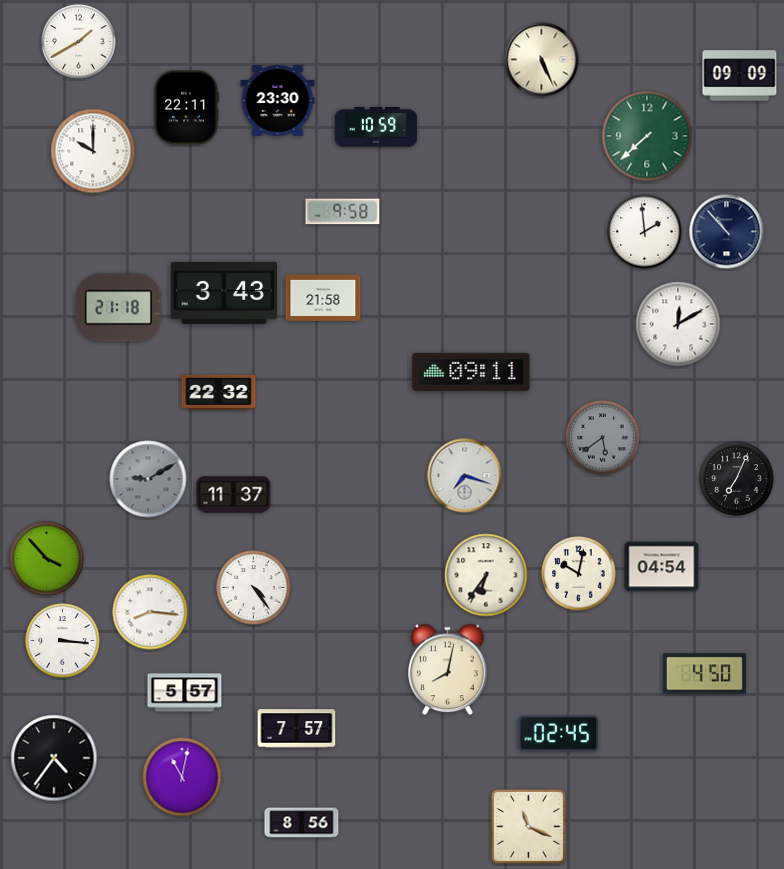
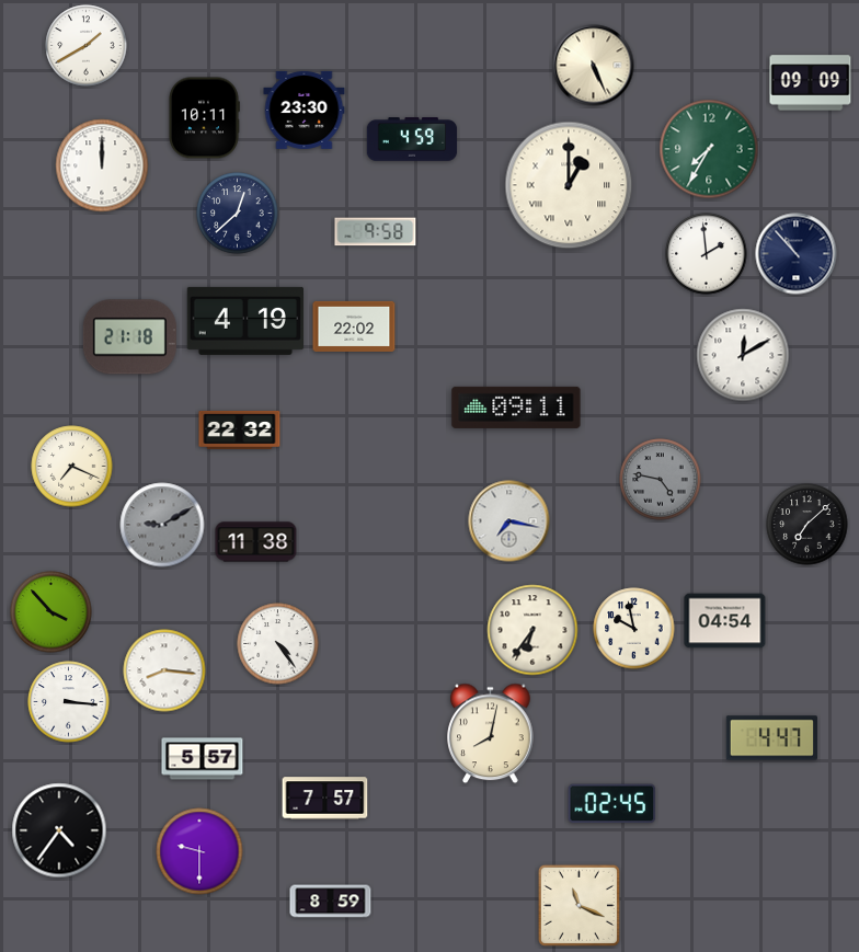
clock at (186, 108): 22:11 -> 10:11
clock at (376, 127): 10:59 -> 4:59
clock at (647, 136): 7:38 -> 7:35
clock at (93, 151): 10:00 -> 12:00
clock at (569, 185): none -> 1:00
clock at (238, 214): none -> 12:38
clock at (223, 293): 3:43 -> 4:19
clock at (323, 298): 21:58 -> 22:02
clock at (72, 467): none -> 7:19
clock at (603, 438): 5:39 -> 4:47
clock at (465, 476): 7:18 -> 7:17
clock at (737, 479): 7:04 -> 7:08
clock at (234, 495): 11:37 -> 11:38
clock at (579, 574): 10:02 -> 9:58
clock at (704, 674): 4:50 -> 4:47
clock at (182, 777): 11:02 -> 9:30
clock at (302, 823): 8:56 -> 8:59
